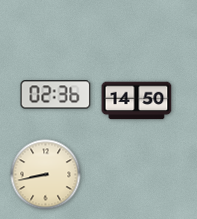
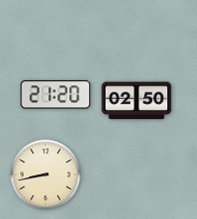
clock at (56, 95): 02:36 -> 21:20
clock at (137, 101): 14:50 -> 02:50
